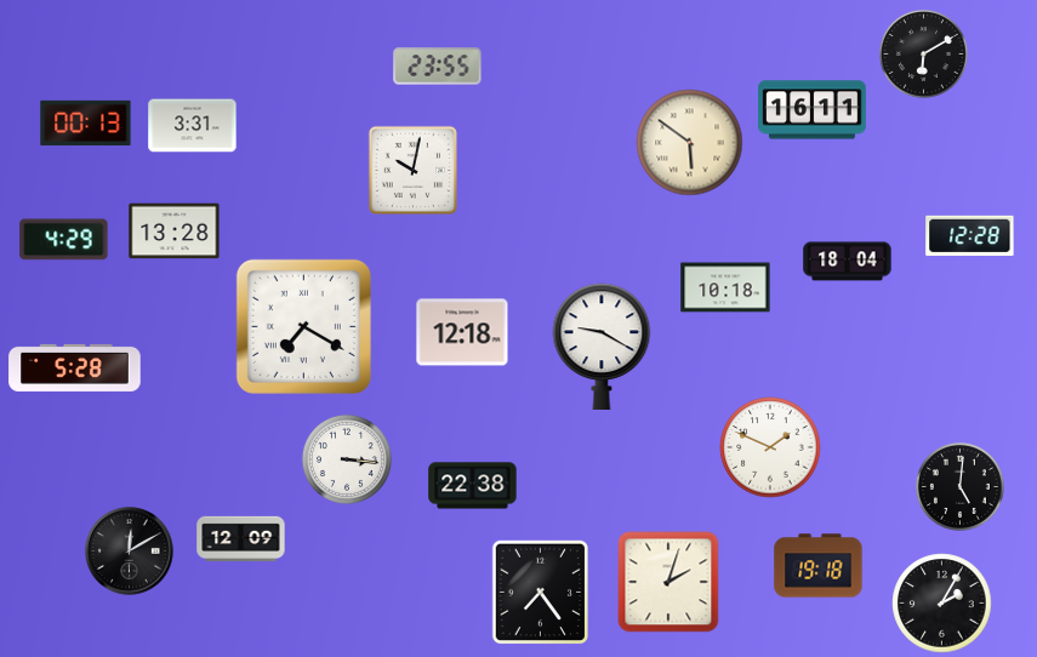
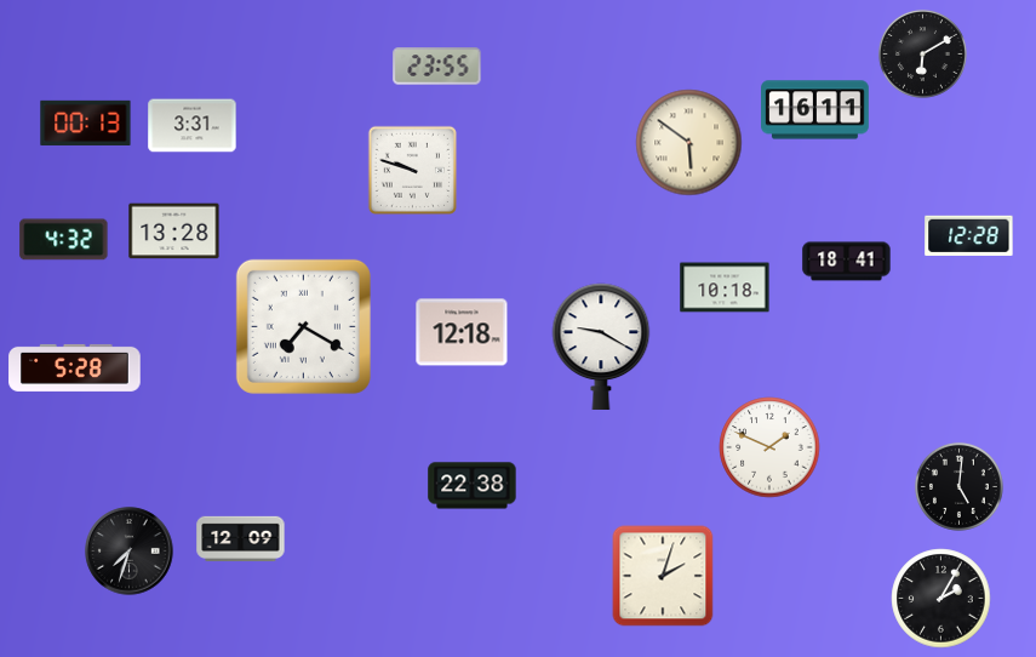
clock at (813, 110) position: (813, 110) -> (815, 110)
clock at (412, 170): 10:02 -> 9:48
clock at (64, 240): 4:29 -> 4:32
clock at (848, 262): 18:04 -> 18:41
clock at (347, 459): 3:16 -> none
clock at (130, 552): 12:10 -> 7:33
clock at (819, 566): 19:18 -> none
clock at (668, 582) position: (668, 582) -> (663, 576)
clock at (541, 593): 7:24 -> none
clock at (942, 604) position: (942, 604) -> (941, 599)
